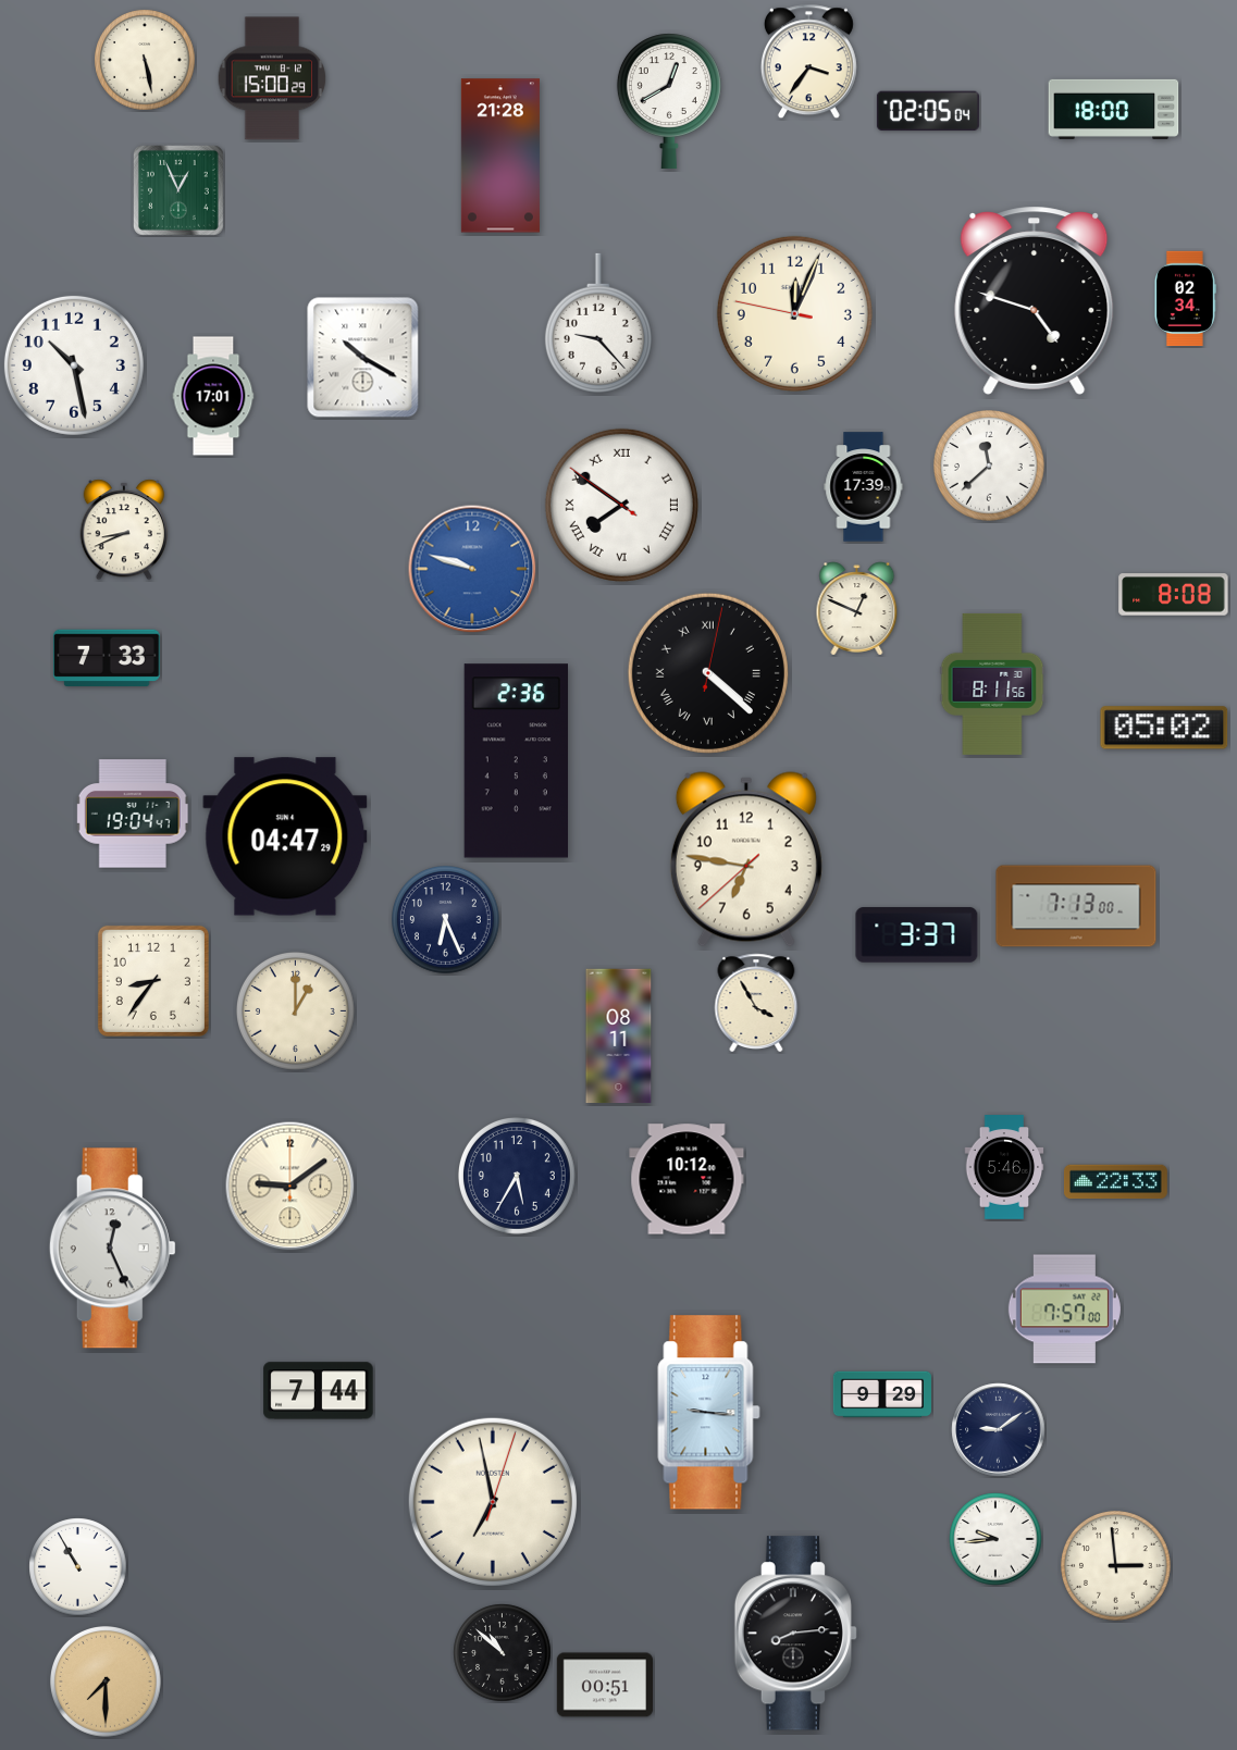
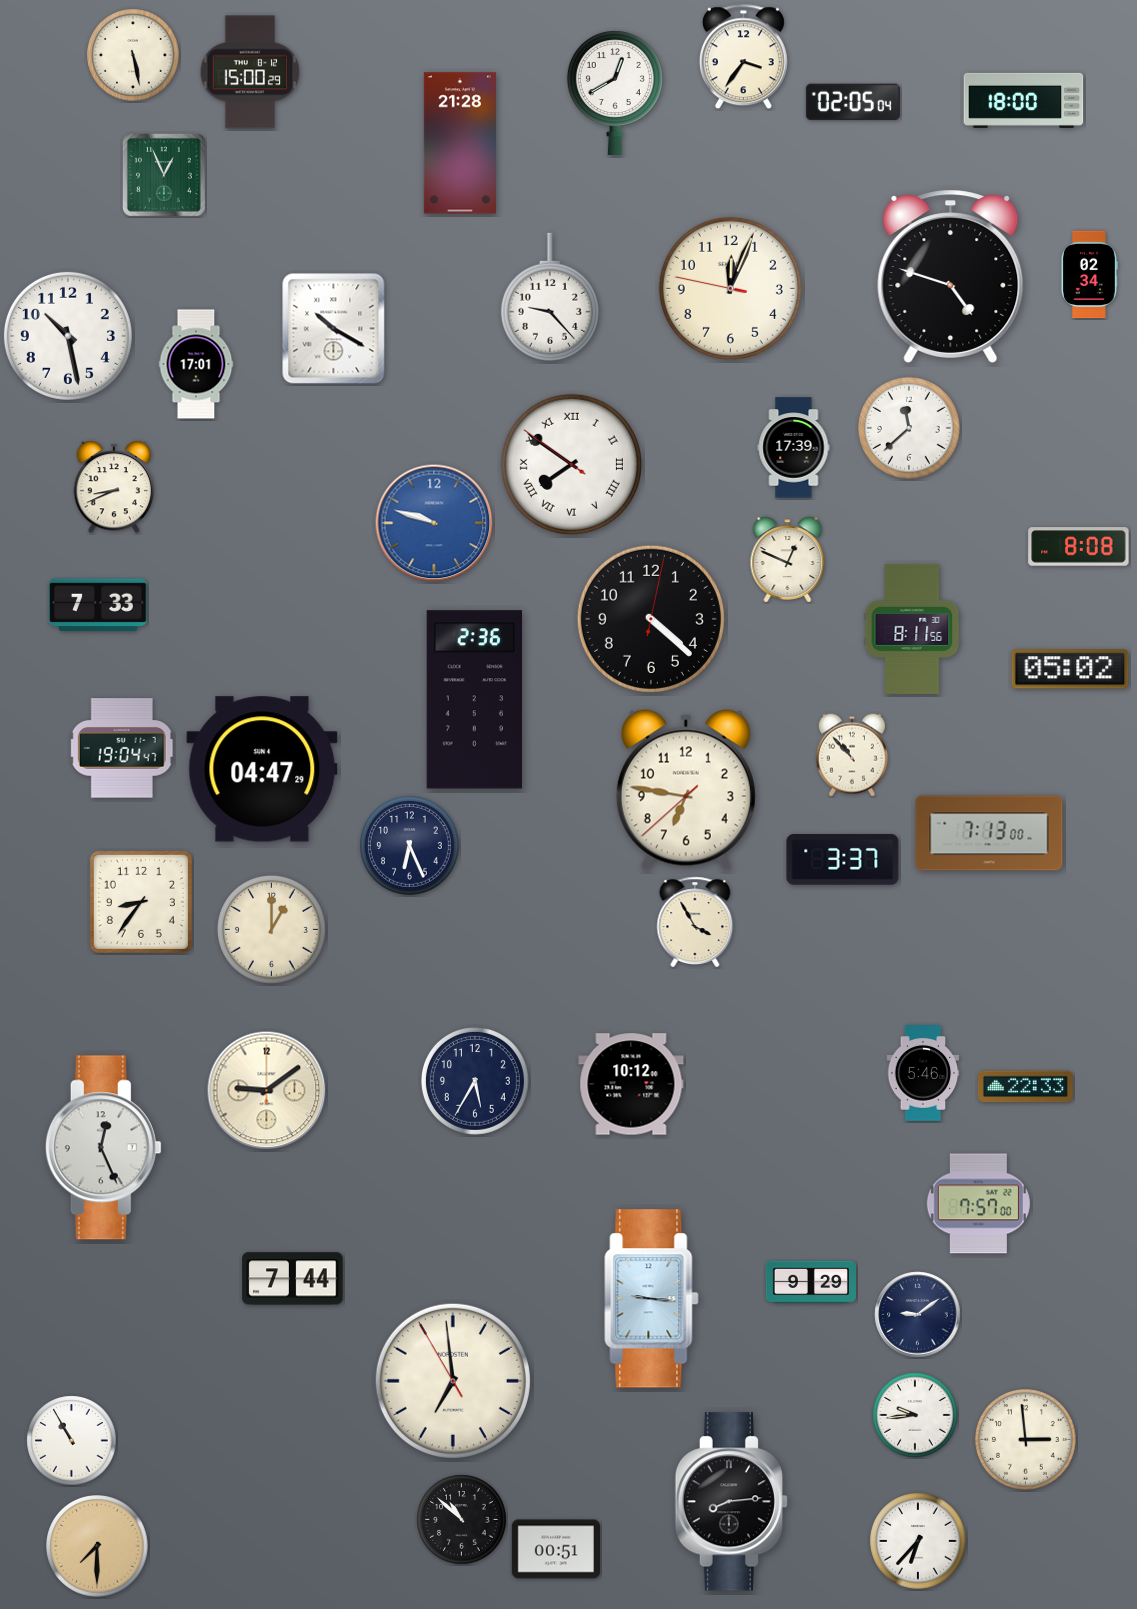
clock at (708, 673) numerals: Roman -> Arabic
clock at (852, 755): none -> 10:53
clock at (619, 1037): 08:11 -> none
clock at (493, 1502): 6:58:03 -> 6:58:55
clock at (918, 1541): none -> 6:37
